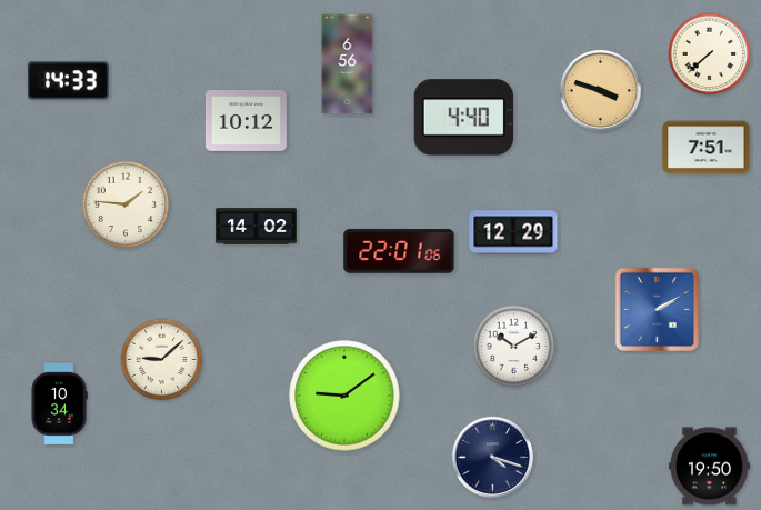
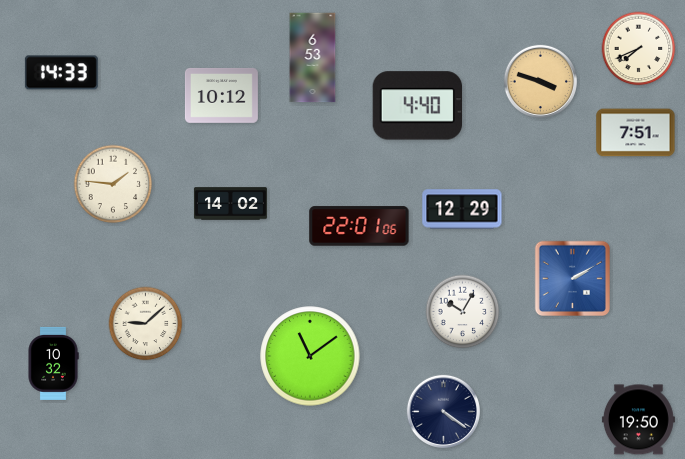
clock at (710, 54): 7:38 -> 7:41
clock at (348, 64): 6:56 -> 6:53
clock at (246, 120) position: (246, 120) -> (221, 95)
clock at (657, 309) position: (657, 309) -> (572, 278)
clock at (514, 347): 10:10 -> 10:05
clock at (344, 396): 9:09 -> 11:09
clock at (59, 403): 10:34 -> 10:32
clock at (492, 457): 4:18 -> 4:21
